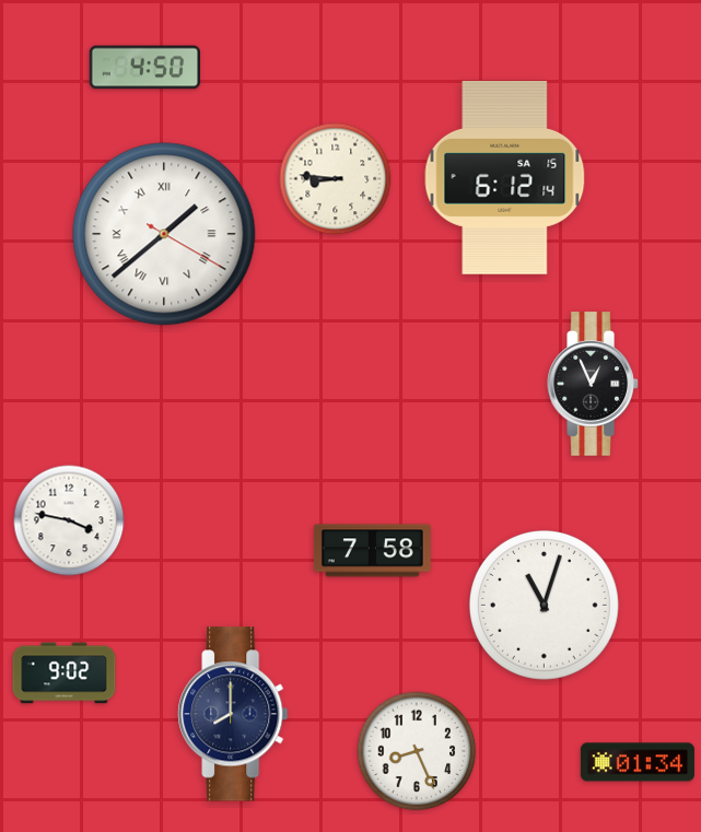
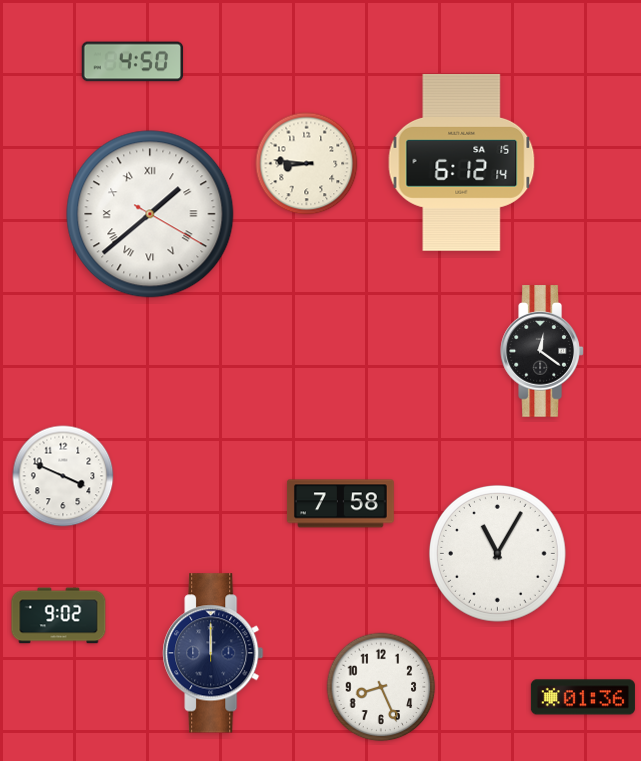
clock at (593, 384): 12:56 -> 12:21
clock at (69, 520): 3:47 -> 3:49
clock at (544, 605): 11:03 -> 11:05
clock at (233, 714): 8:00 -> 12:00
clock at (638, 762): 01:34 -> 01:36
